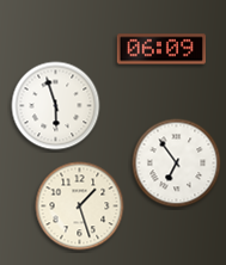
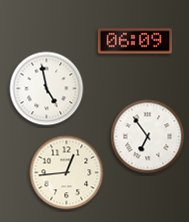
clock at (56, 106): 5:57 -> 4:58
clock at (80, 207): 1:27 -> 12:44
